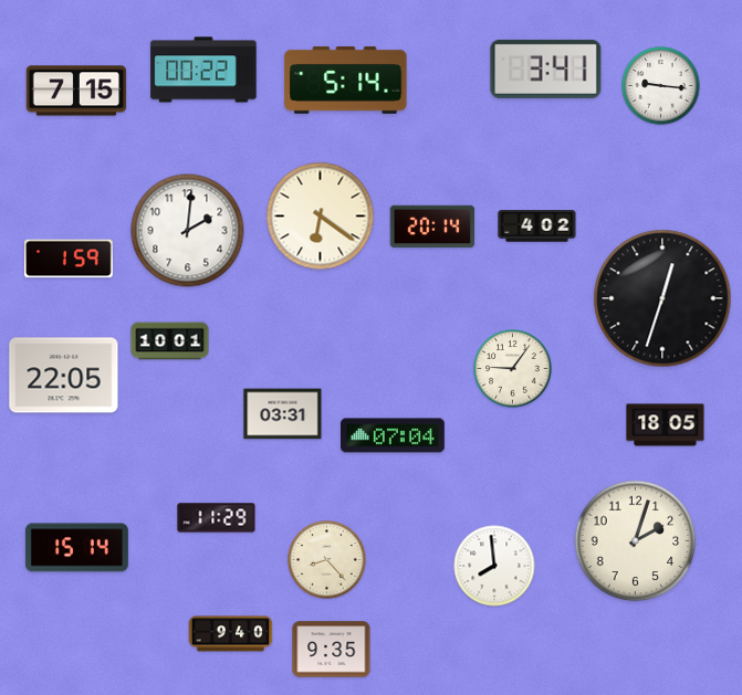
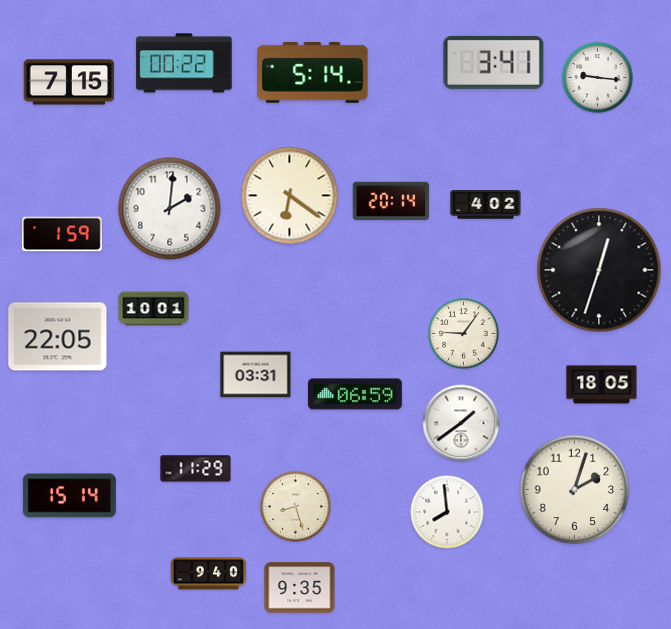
clock at (432, 227) position: (432, 227) -> (391, 201)
clock at (64, 376) position: (64, 376) -> (58, 337)
clock at (394, 435): 07:04 -> 06:59
clock at (461, 423): none -> 1:39
clock at (327, 560): 8:23 -> 8:27
